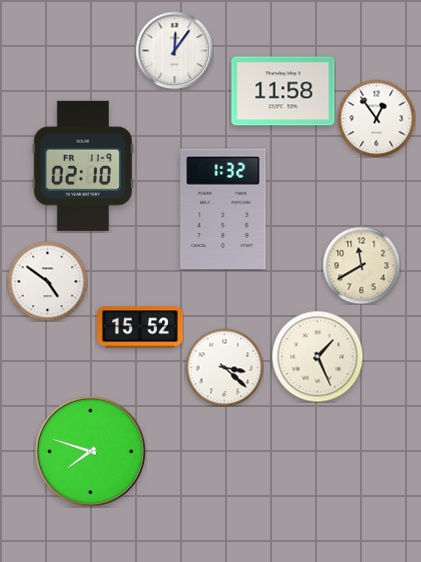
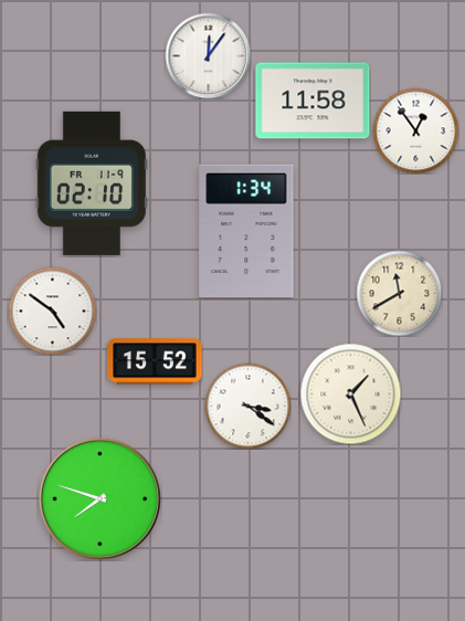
clock at (174, 50) position: (174, 50) -> (208, 55)
clock at (223, 209): 1:32 -> 1:34
clock at (224, 367): 3:22 -> 3:21
